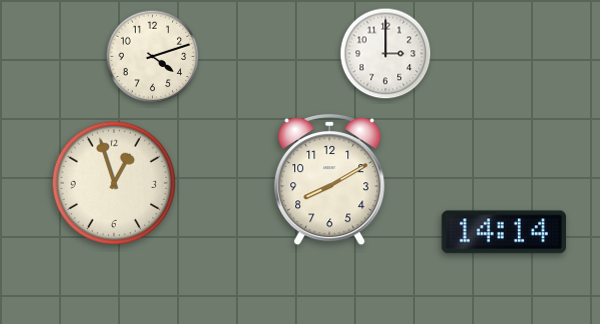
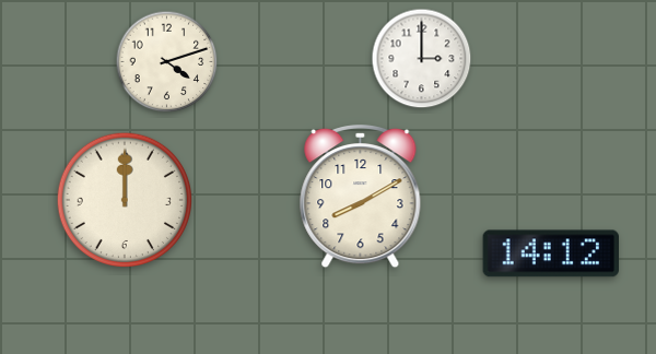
clock at (113, 182): 12:57 -> 12:00
clock at (504, 232): 14:14 -> 14:12
